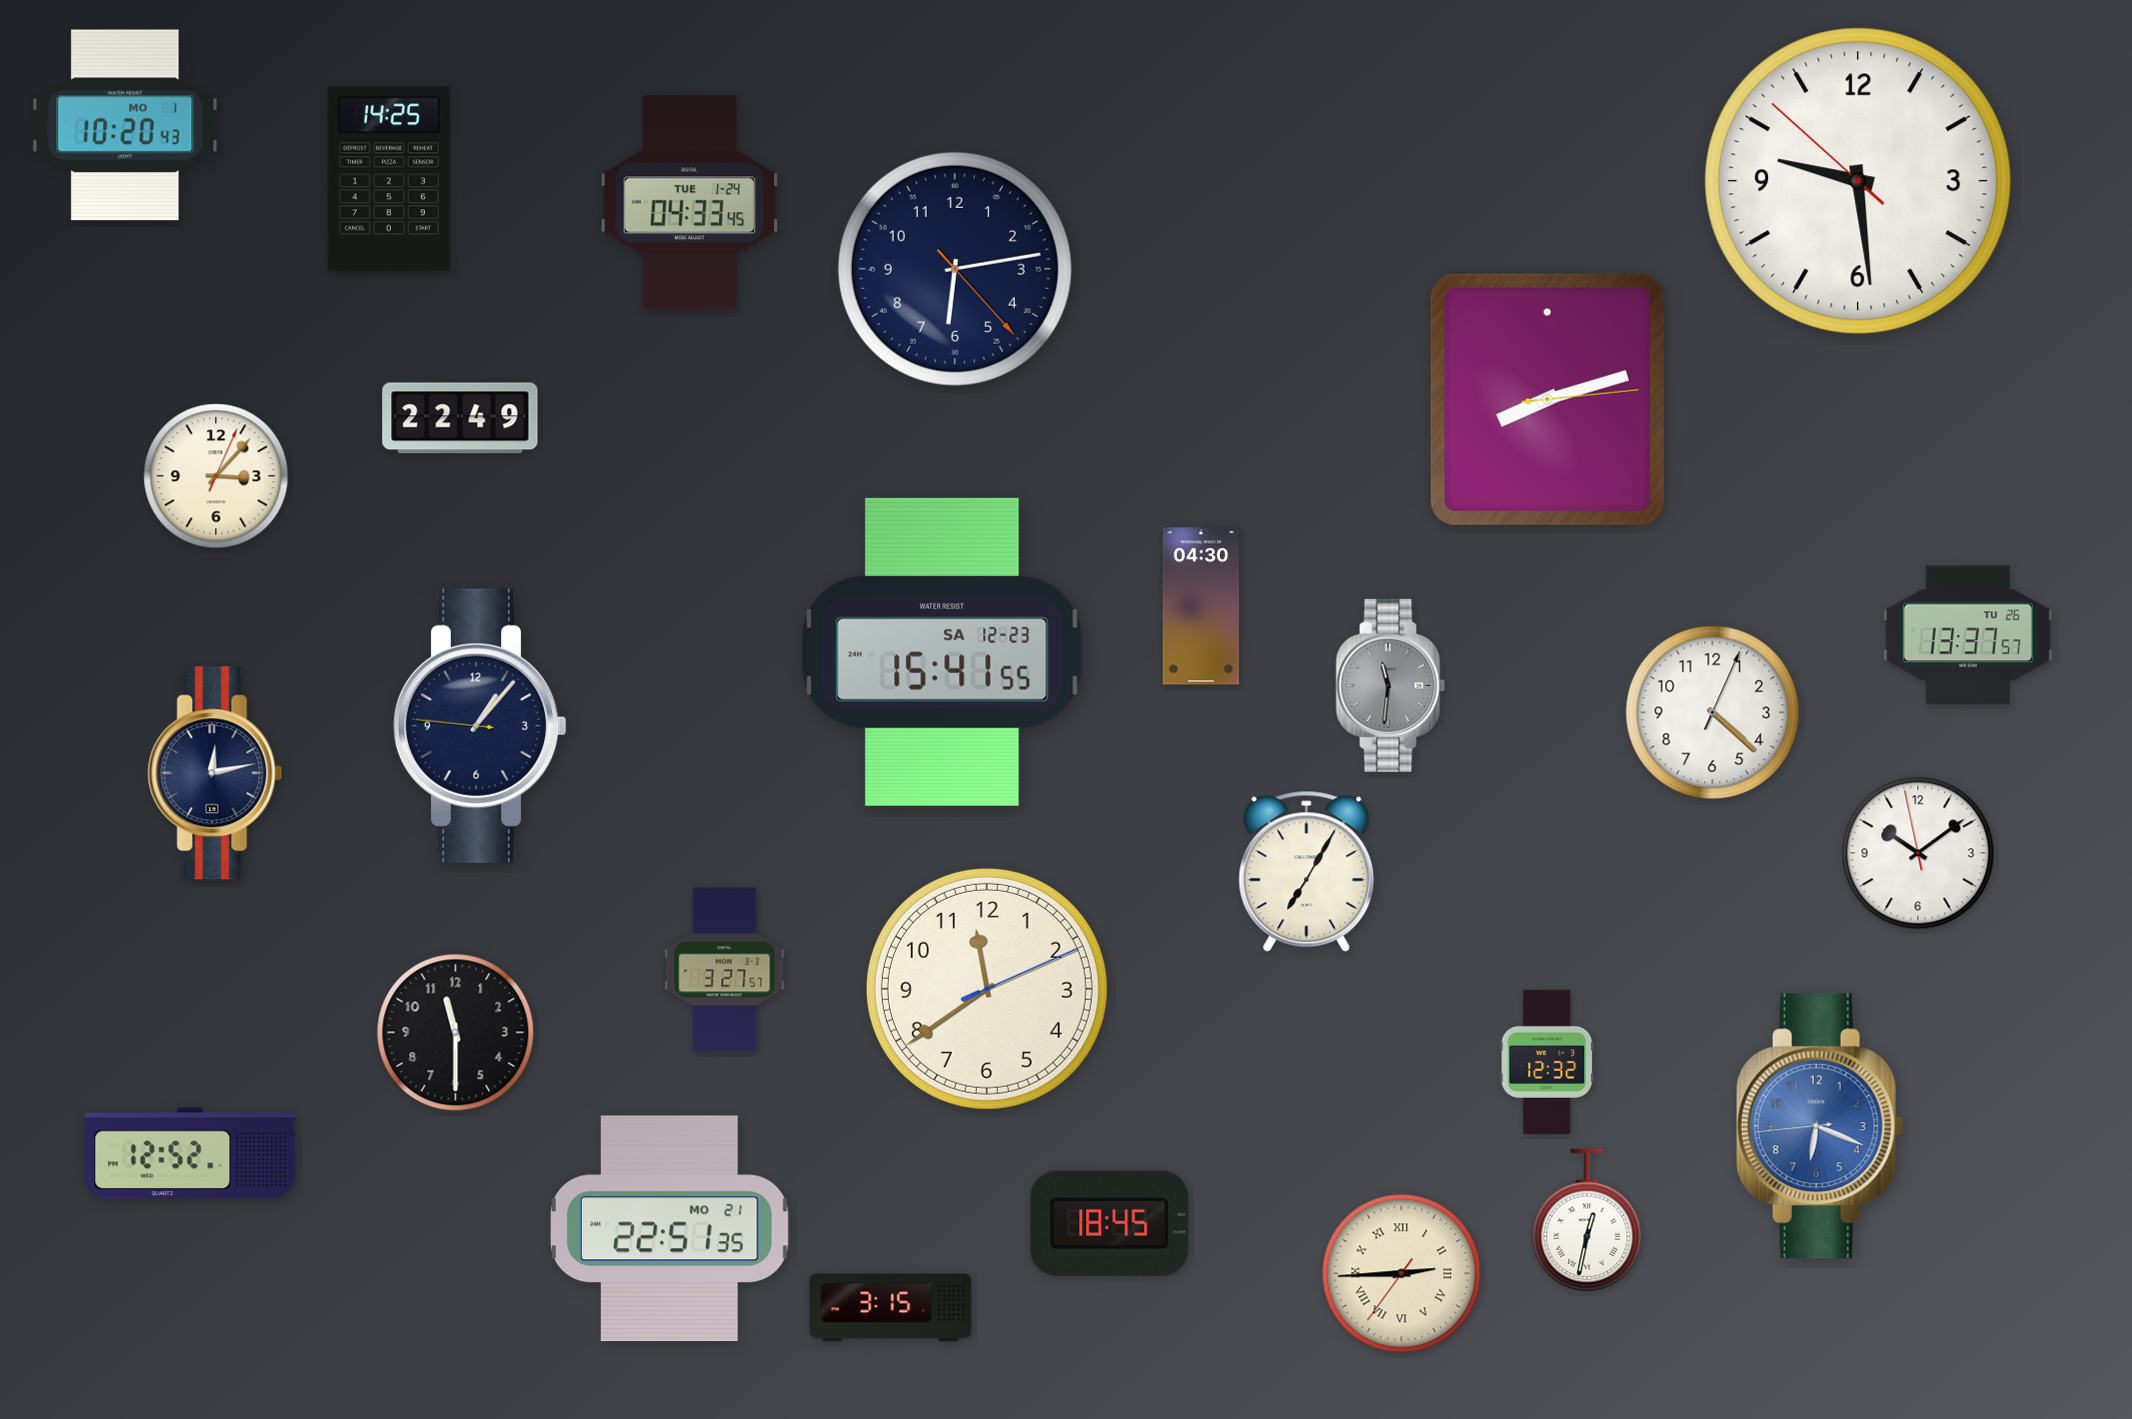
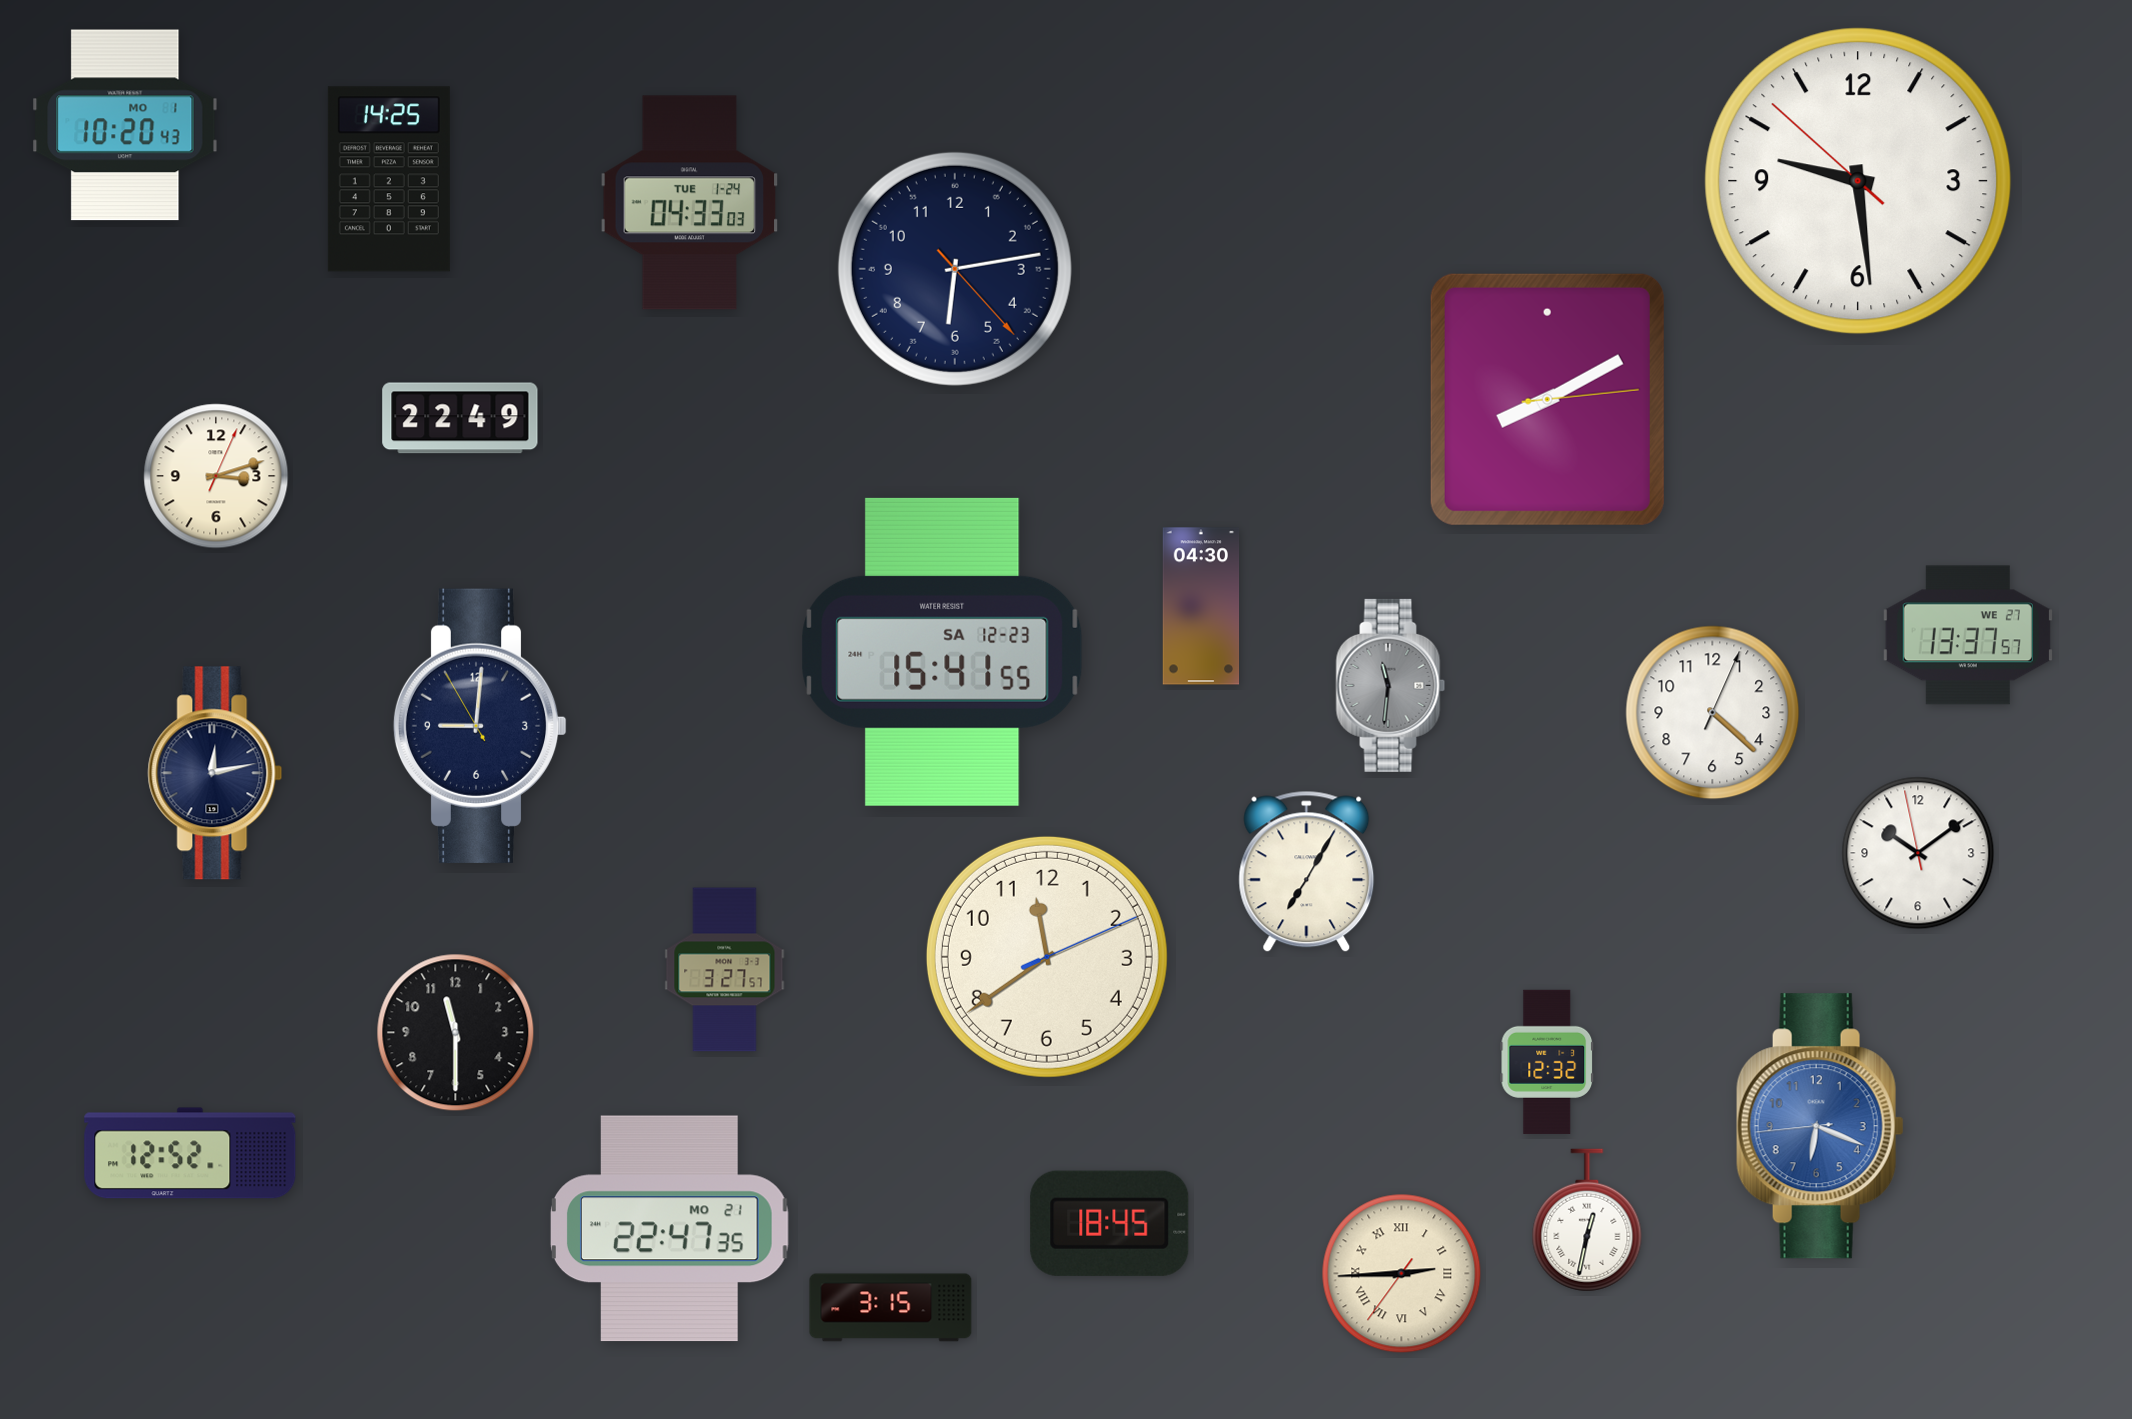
clock at (690, 203): 04:33:45 -> 04:33:03
clock at (1547, 399): 8:12 -> 8:10
clock at (216, 476): 3:07 -> 3:12
clock at (1968, 635) date: TU 26 -> WE 27
clock at (480, 726): 1:06 -> 9:00
clock at (987, 989) position: (987, 989) -> (1047, 957)
clock at (669, 1229): 22:51 -> 22:47
